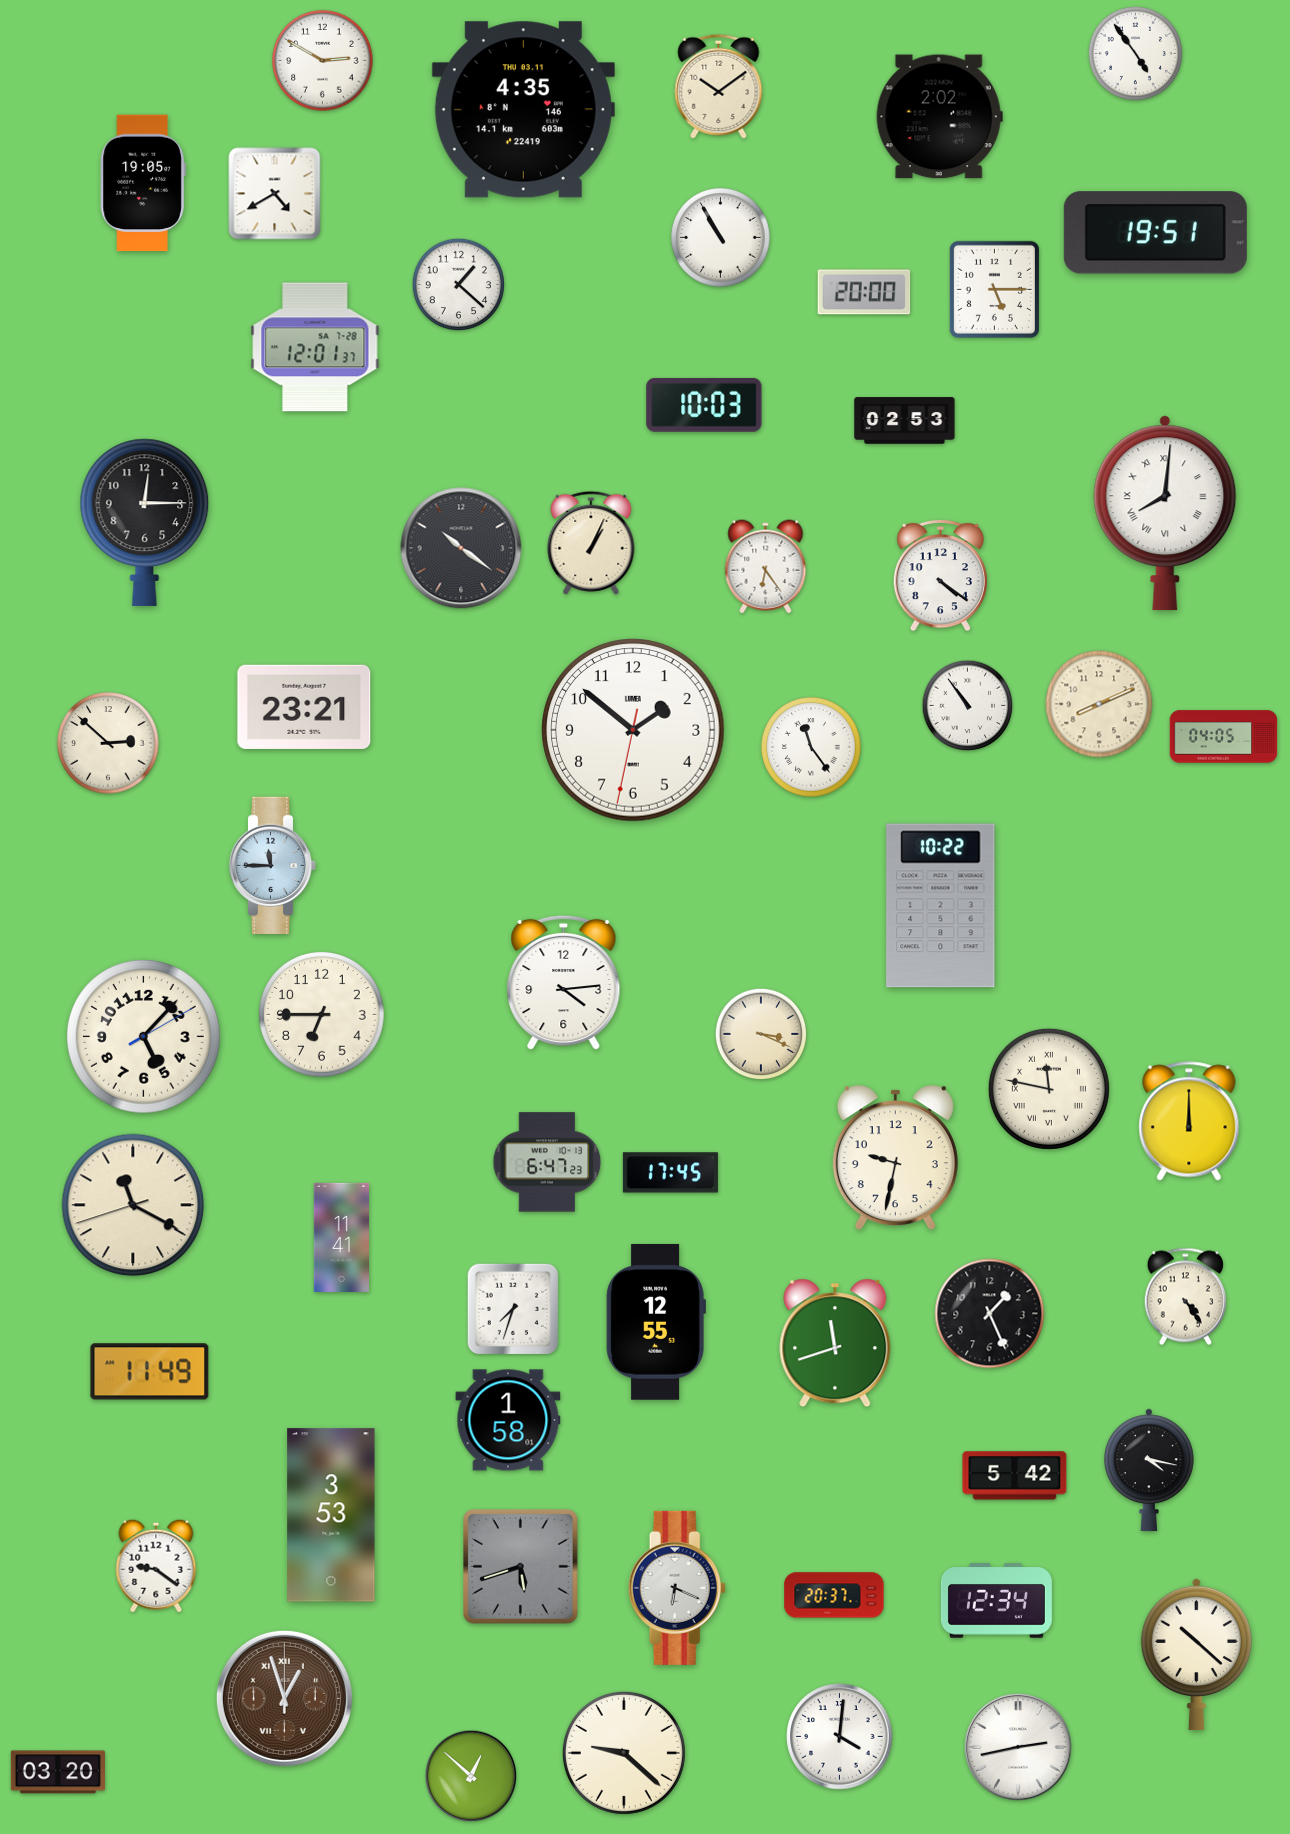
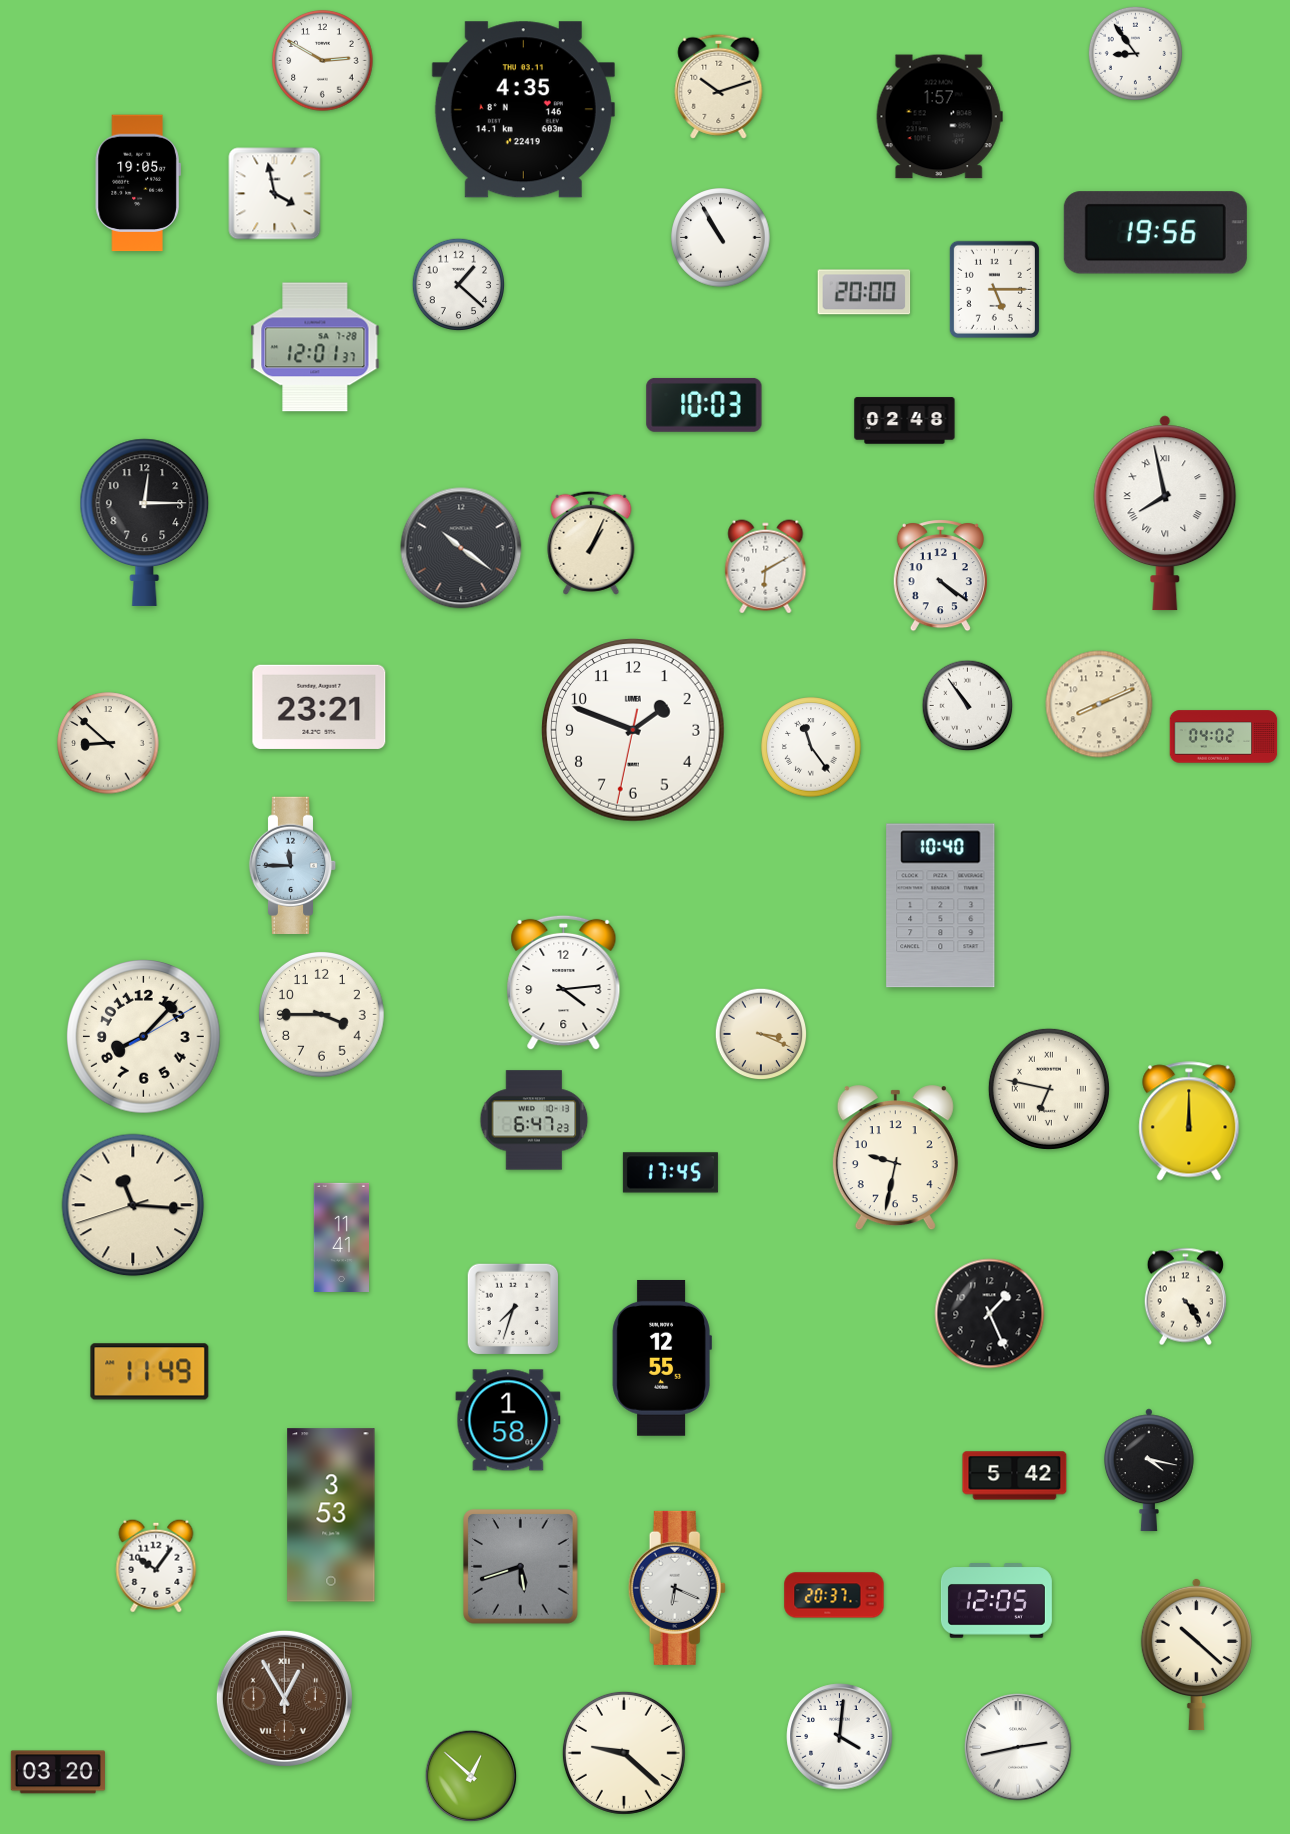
clock at (1135, 53): 4:54 -> 8:54
clock at (719, 86): 10:09 -> 10:12
clock at (939, 117): 2:02 -> 1:57
clock at (143, 183) position: (143, 183) -> (138, 183)
clock at (275, 194): 4:40 -> 3:58
clock at (1155, 233): 19:51 -> 19:56
clock at (905, 421): 02:53 -> 02:48
clock at (1165, 513): 8:01 -> 7:58
clock at (766, 567): 6:24 -> 6:10
clock at (304, 707) position: (304, 707) -> (319, 707)
clock at (633, 730): 1:51 -> 1:48
clock at (1224, 737): 04:05 -> 04:02
clock at (108, 743): 2:52 -> 8:52
clock at (273, 865) position: (273, 865) -> (293, 865)
clock at (941, 906): 10:22 -> 10:40
clock at (322, 1015): 6:45 -> 3:45
clock at (144, 1037): 5:07 -> 8:07
clock at (1049, 1089): 11:47 -> 6:47
clock at (547, 1162) position: (547, 1162) -> (534, 1120)
clock at (133, 1205): 11:19 -> 11:15
clock at (656, 1322) position: (656, 1322) -> (662, 1358)
clock at (835, 1343): 11:42 -> none
clock at (156, 1566): 9:21 -> 10:06
clock at (996, 1601): 12:34 -> 12:05
clock at (284, 1698): 12:57 -> 12:55
